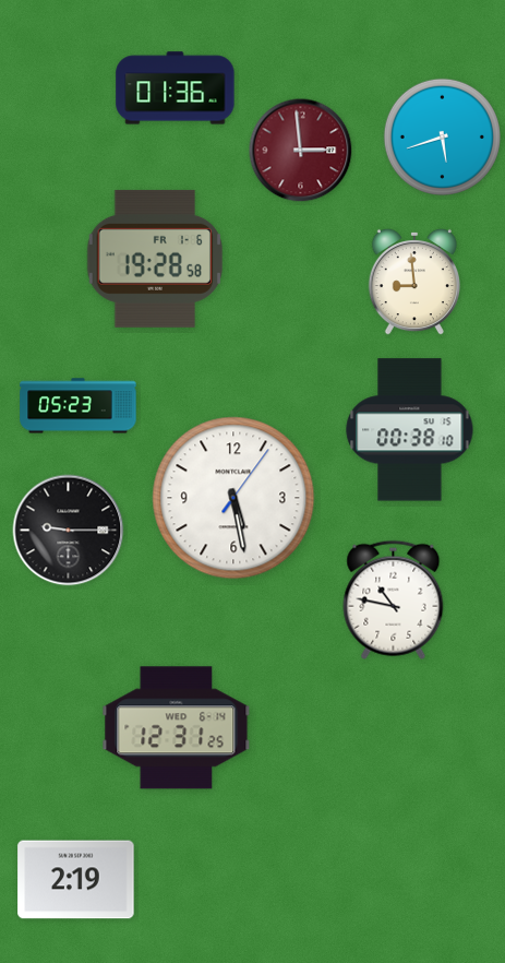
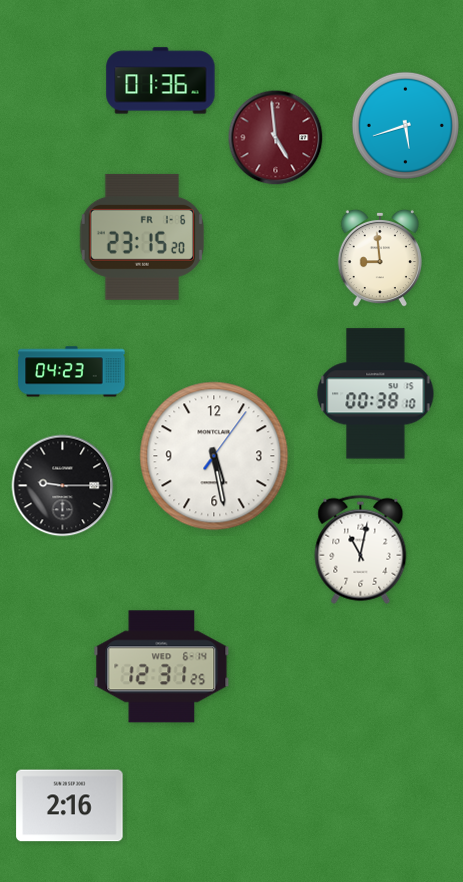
clock at (301, 151): 2:59 -> 4:59
clock at (154, 259): 19:28 -> 23:15
clock at (79, 406): 05:23 -> 04:23
clock at (394, 599): 10:47 -> 11:02
clock at (76, 880): 2:19 -> 2:16
